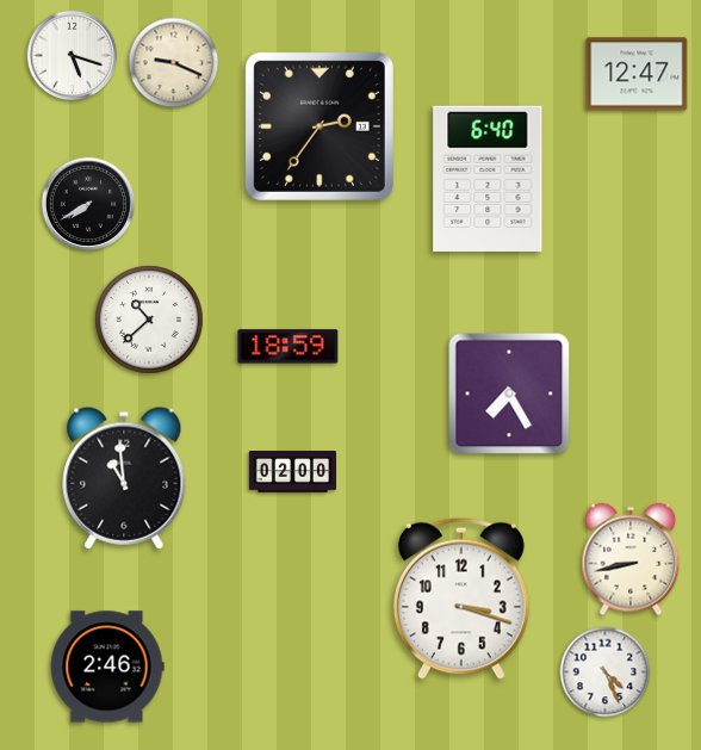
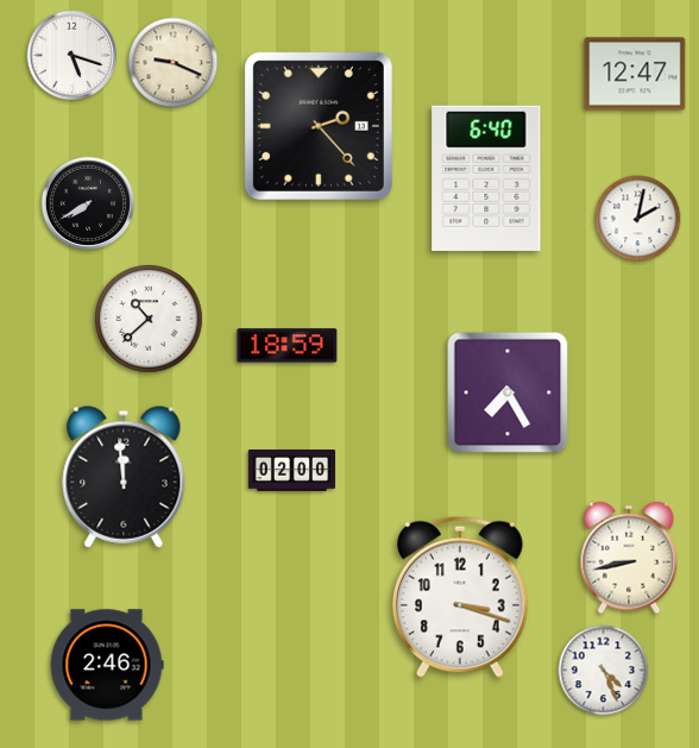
clock at (320, 126): 2:36 -> 2:23
clock at (638, 219): none -> 2:02
clock at (124, 478): 10:59 -> 11:59
